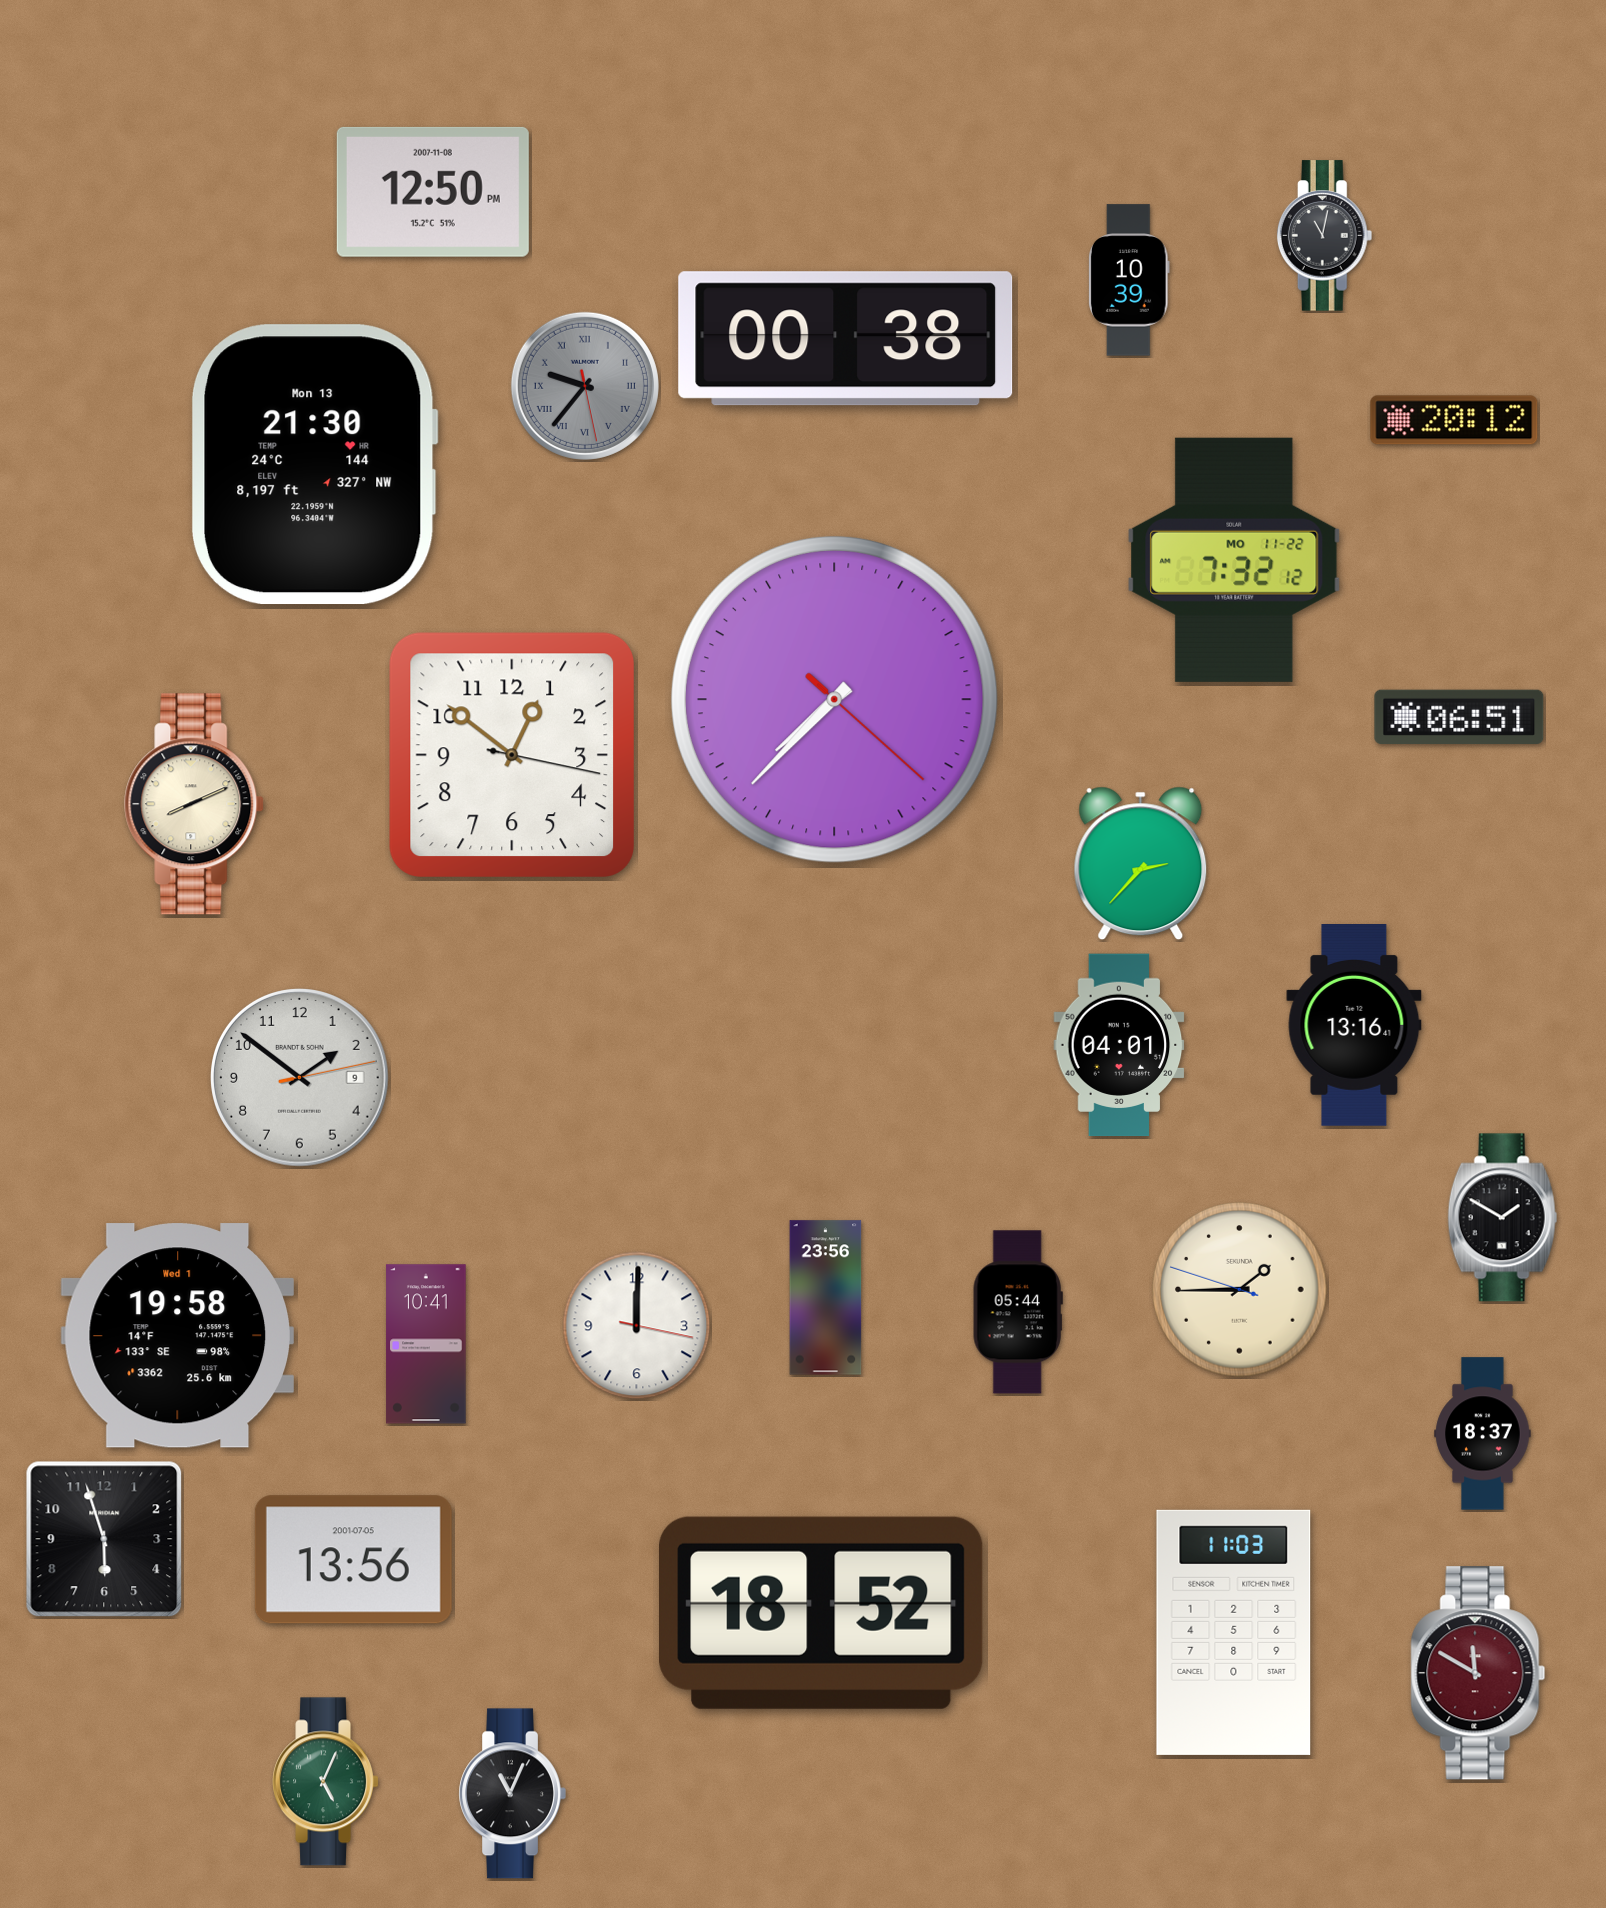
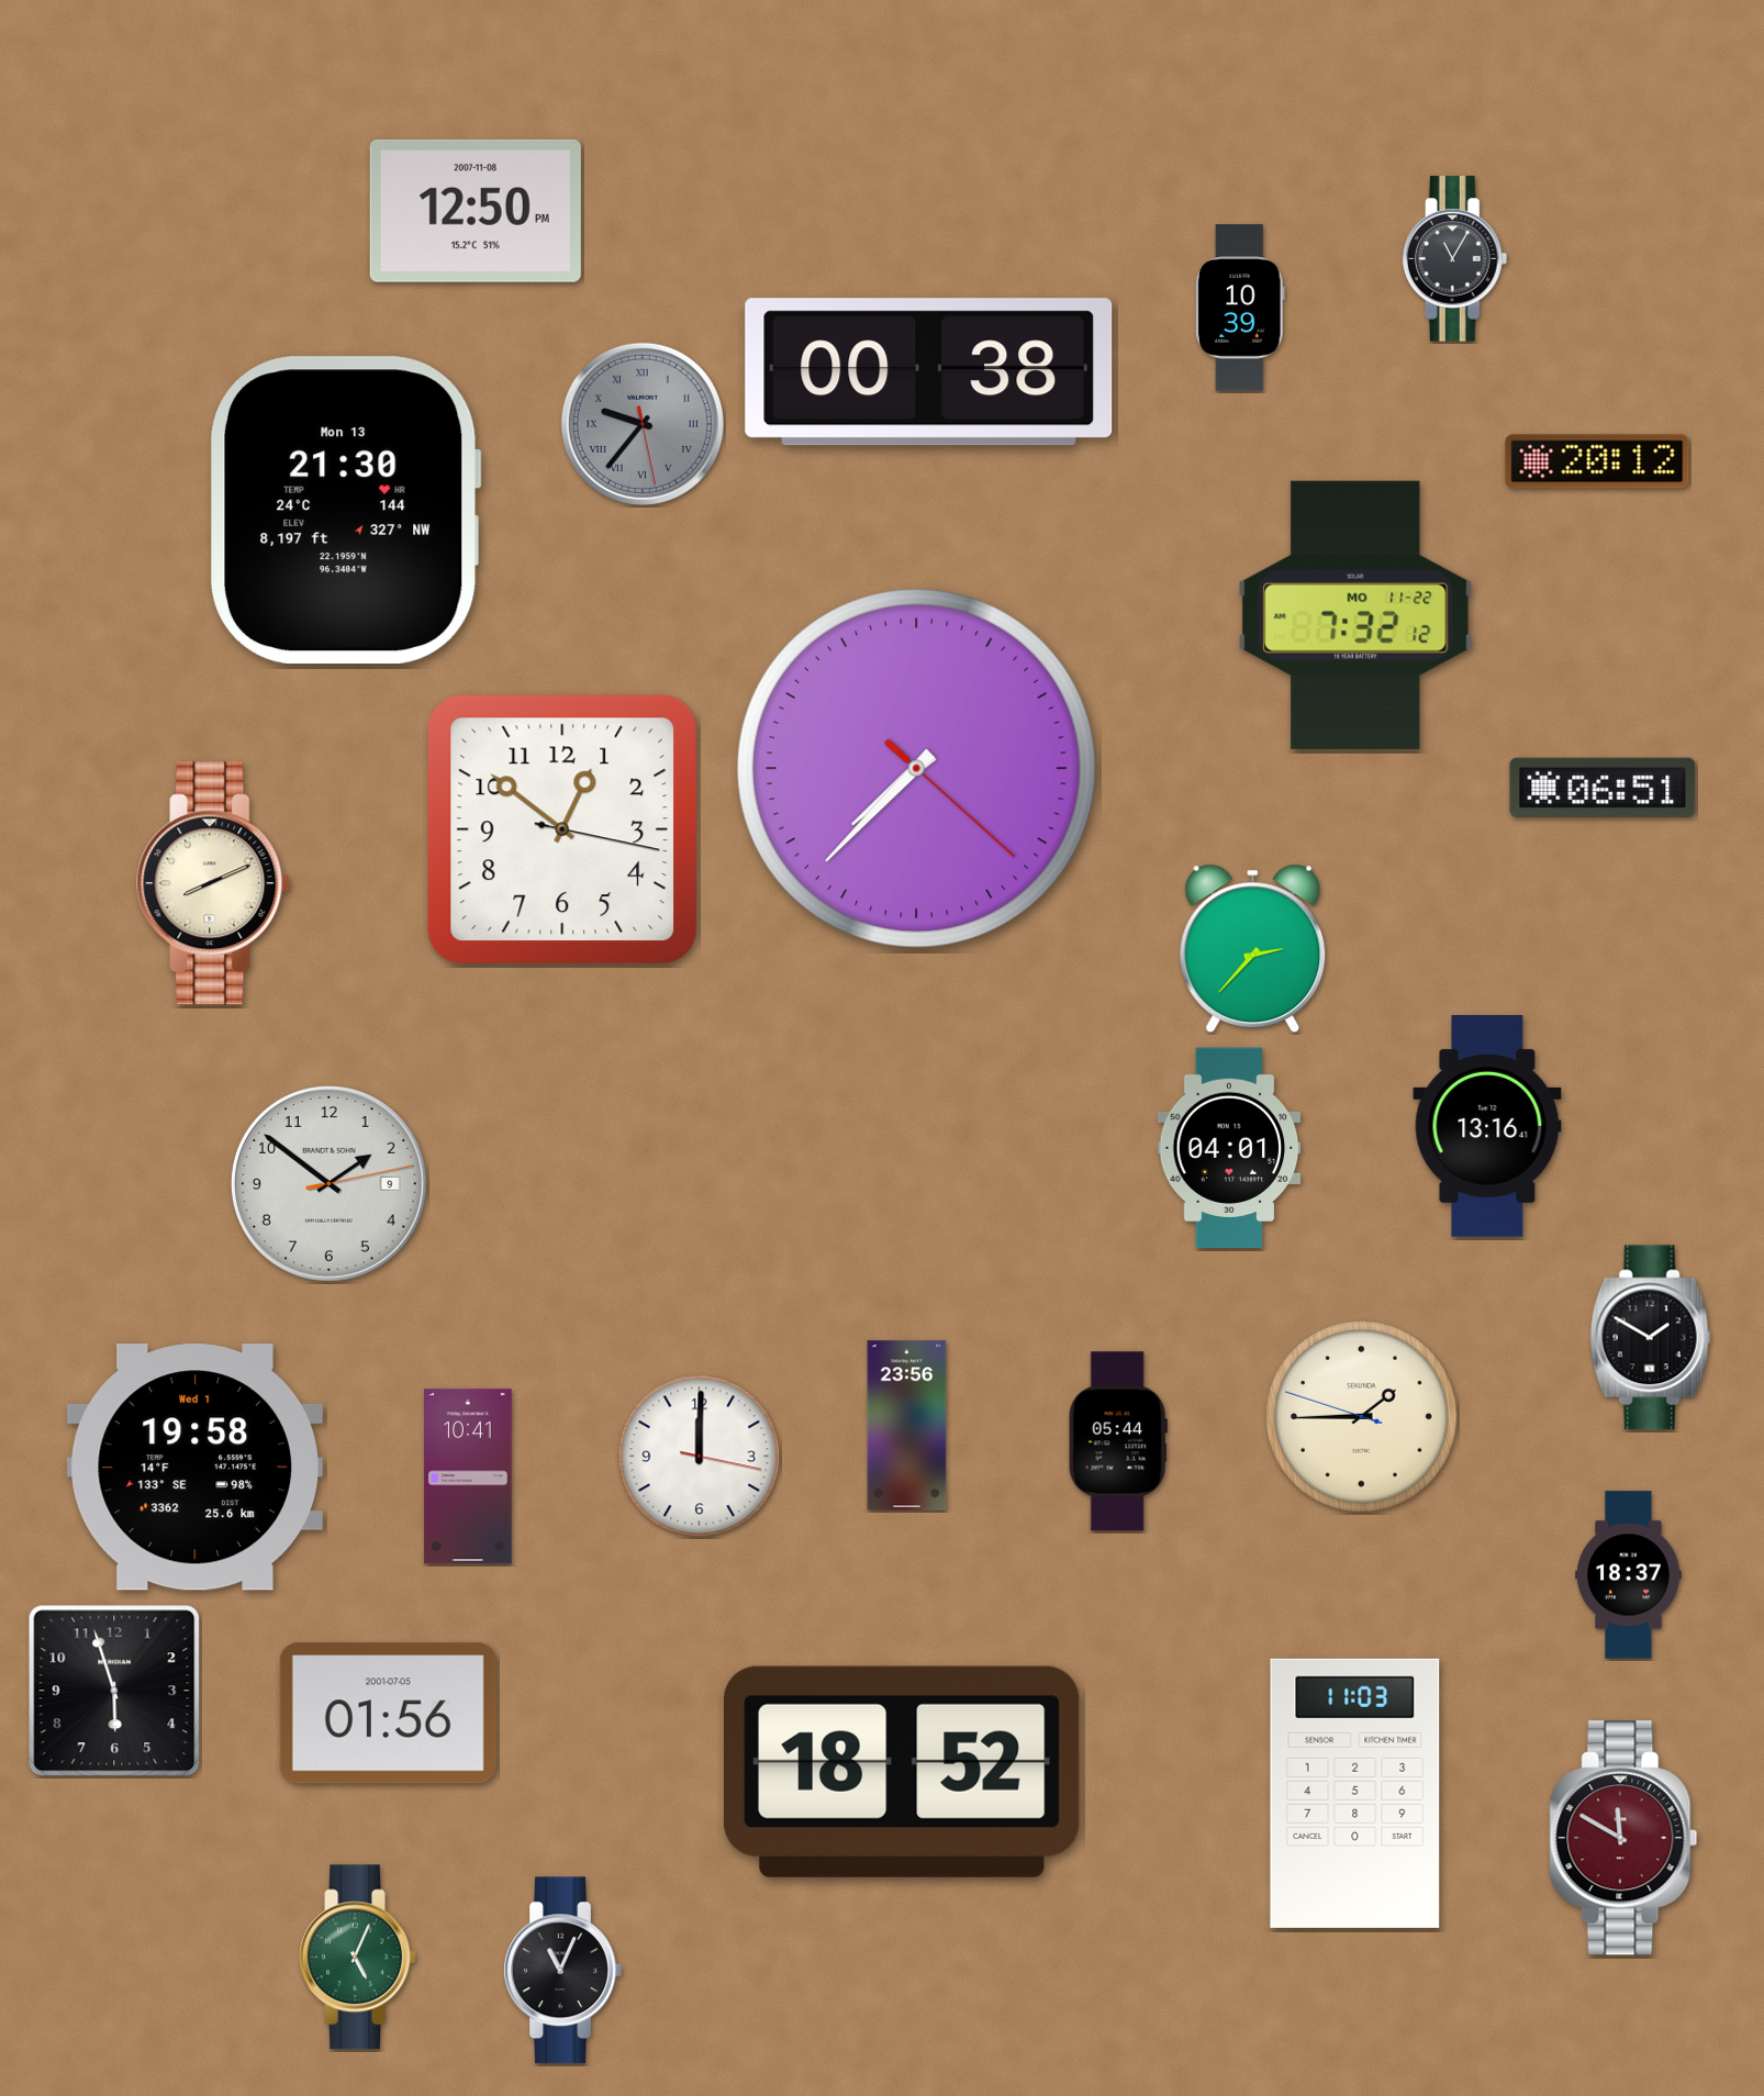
clock at (1325, 236): 11:02 -> 11:05
clock at (353, 1560): 13:56 -> 01:56
